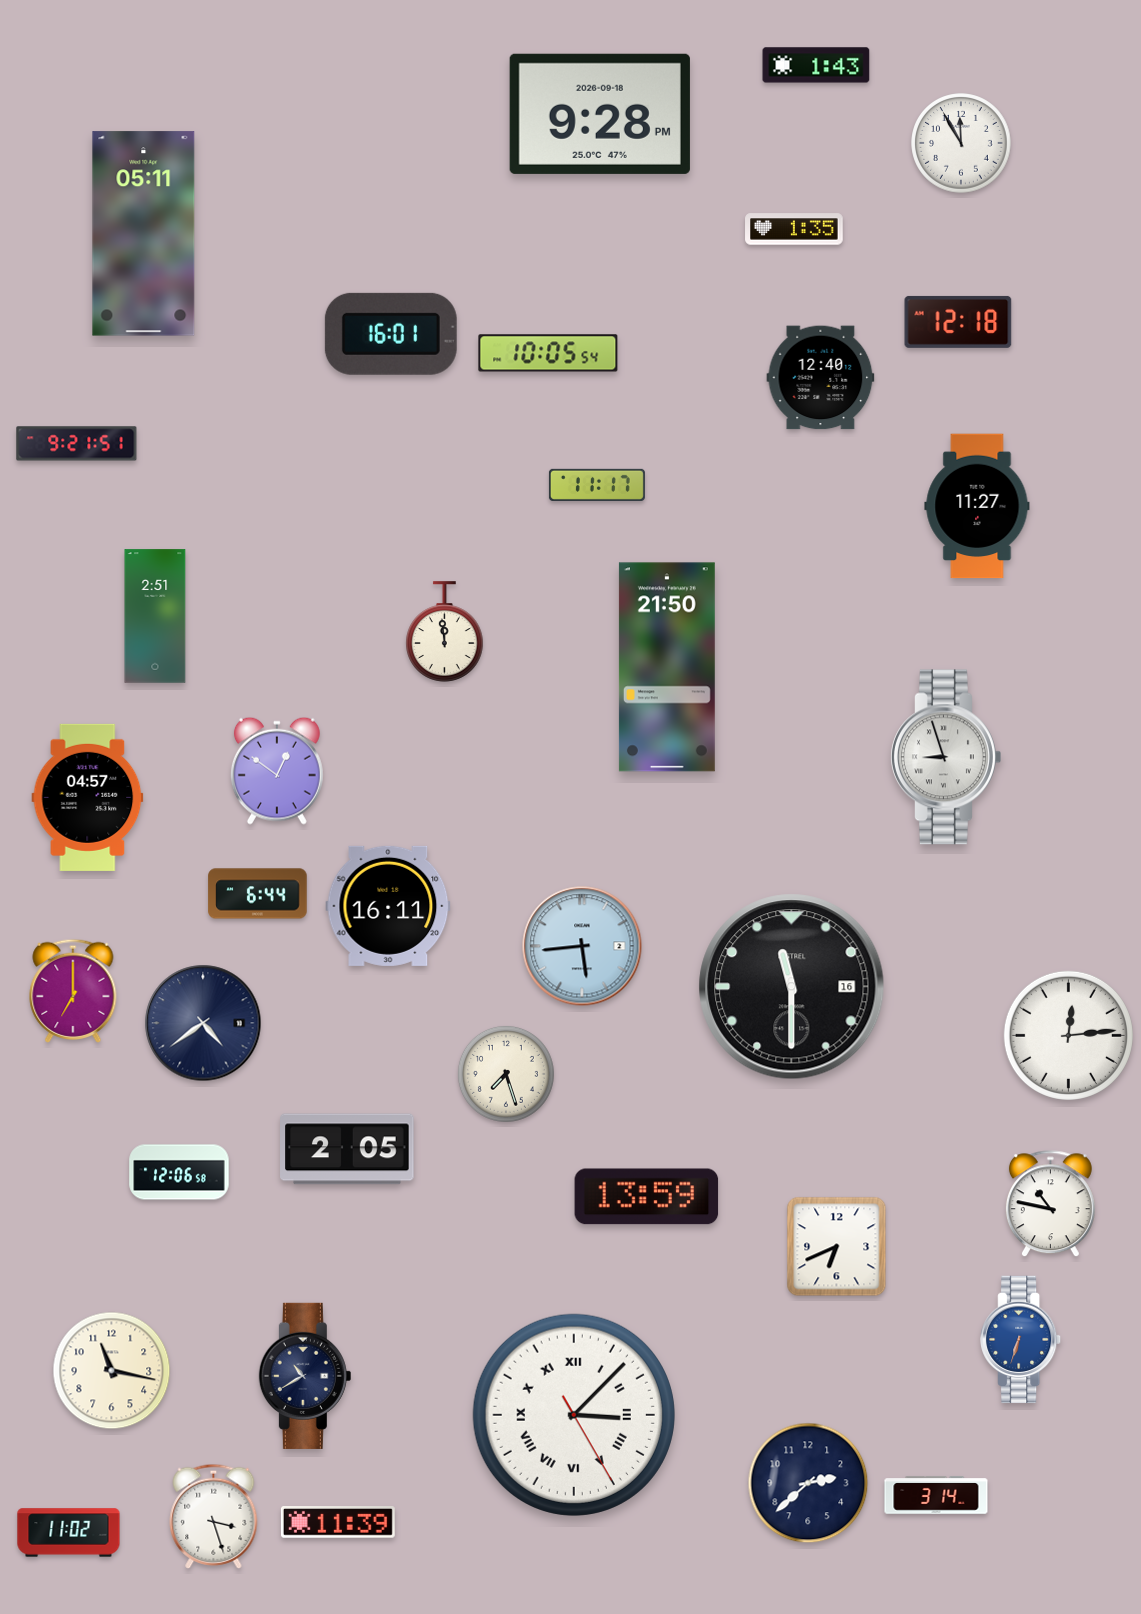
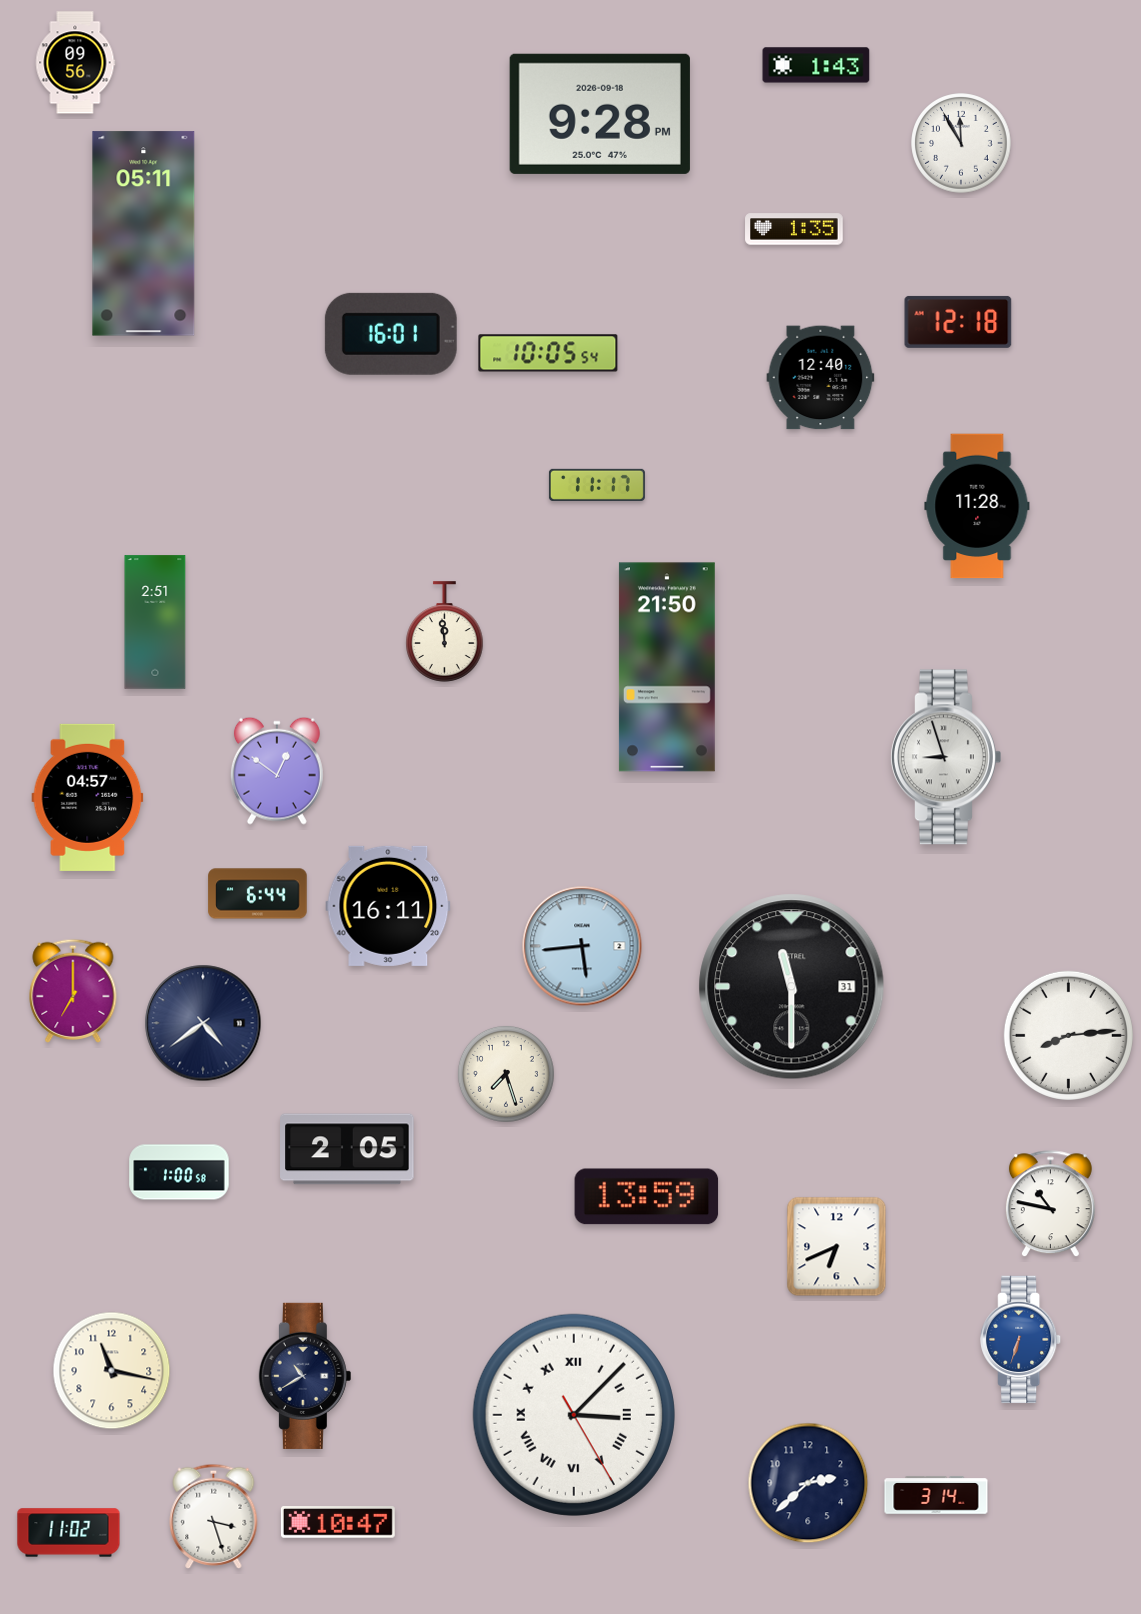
clock at (76, 63): none -> 09:56
clock at (77, 444): 9:21 -> none
clock at (977, 506): 11:27 -> 11:28
clock at (155, 616) position: (155, 616) -> (155, 622)
clock at (792, 987) date: 16 -> 31
clock at (1068, 1035): 12:14 -> 8:14
clock at (179, 1172): 12:06 -> 1:00
clock at (338, 1523): 11:39 -> 10:47
